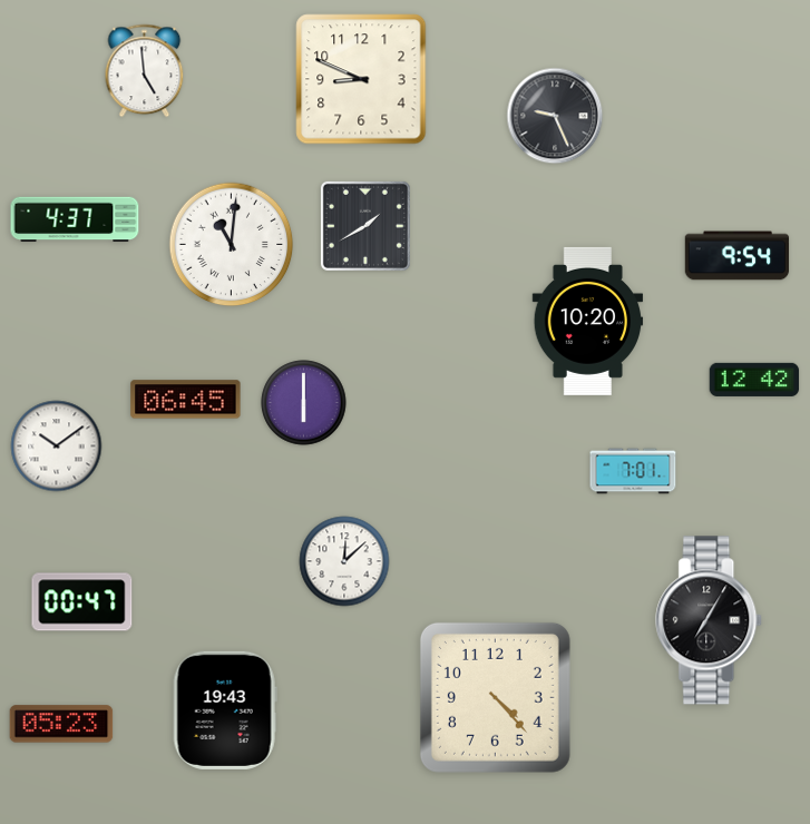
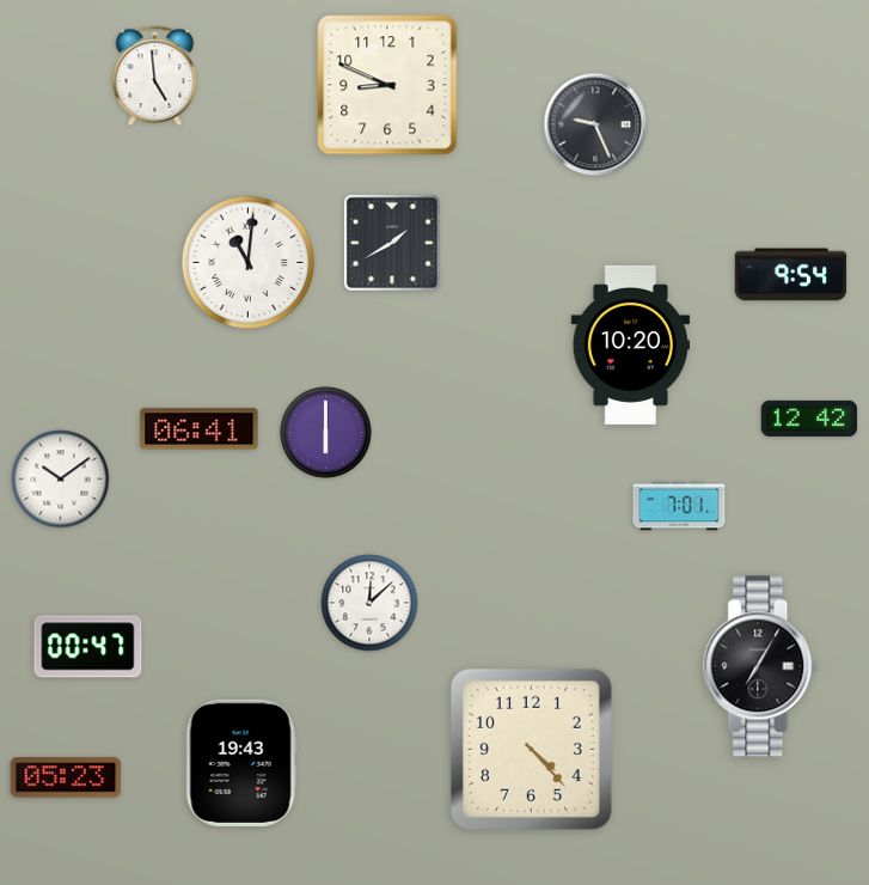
clock at (75, 219): 4:37 -> none
clock at (754, 380) position: (754, 380) -> (809, 419)
clock at (186, 400): 06:45 -> 06:41
